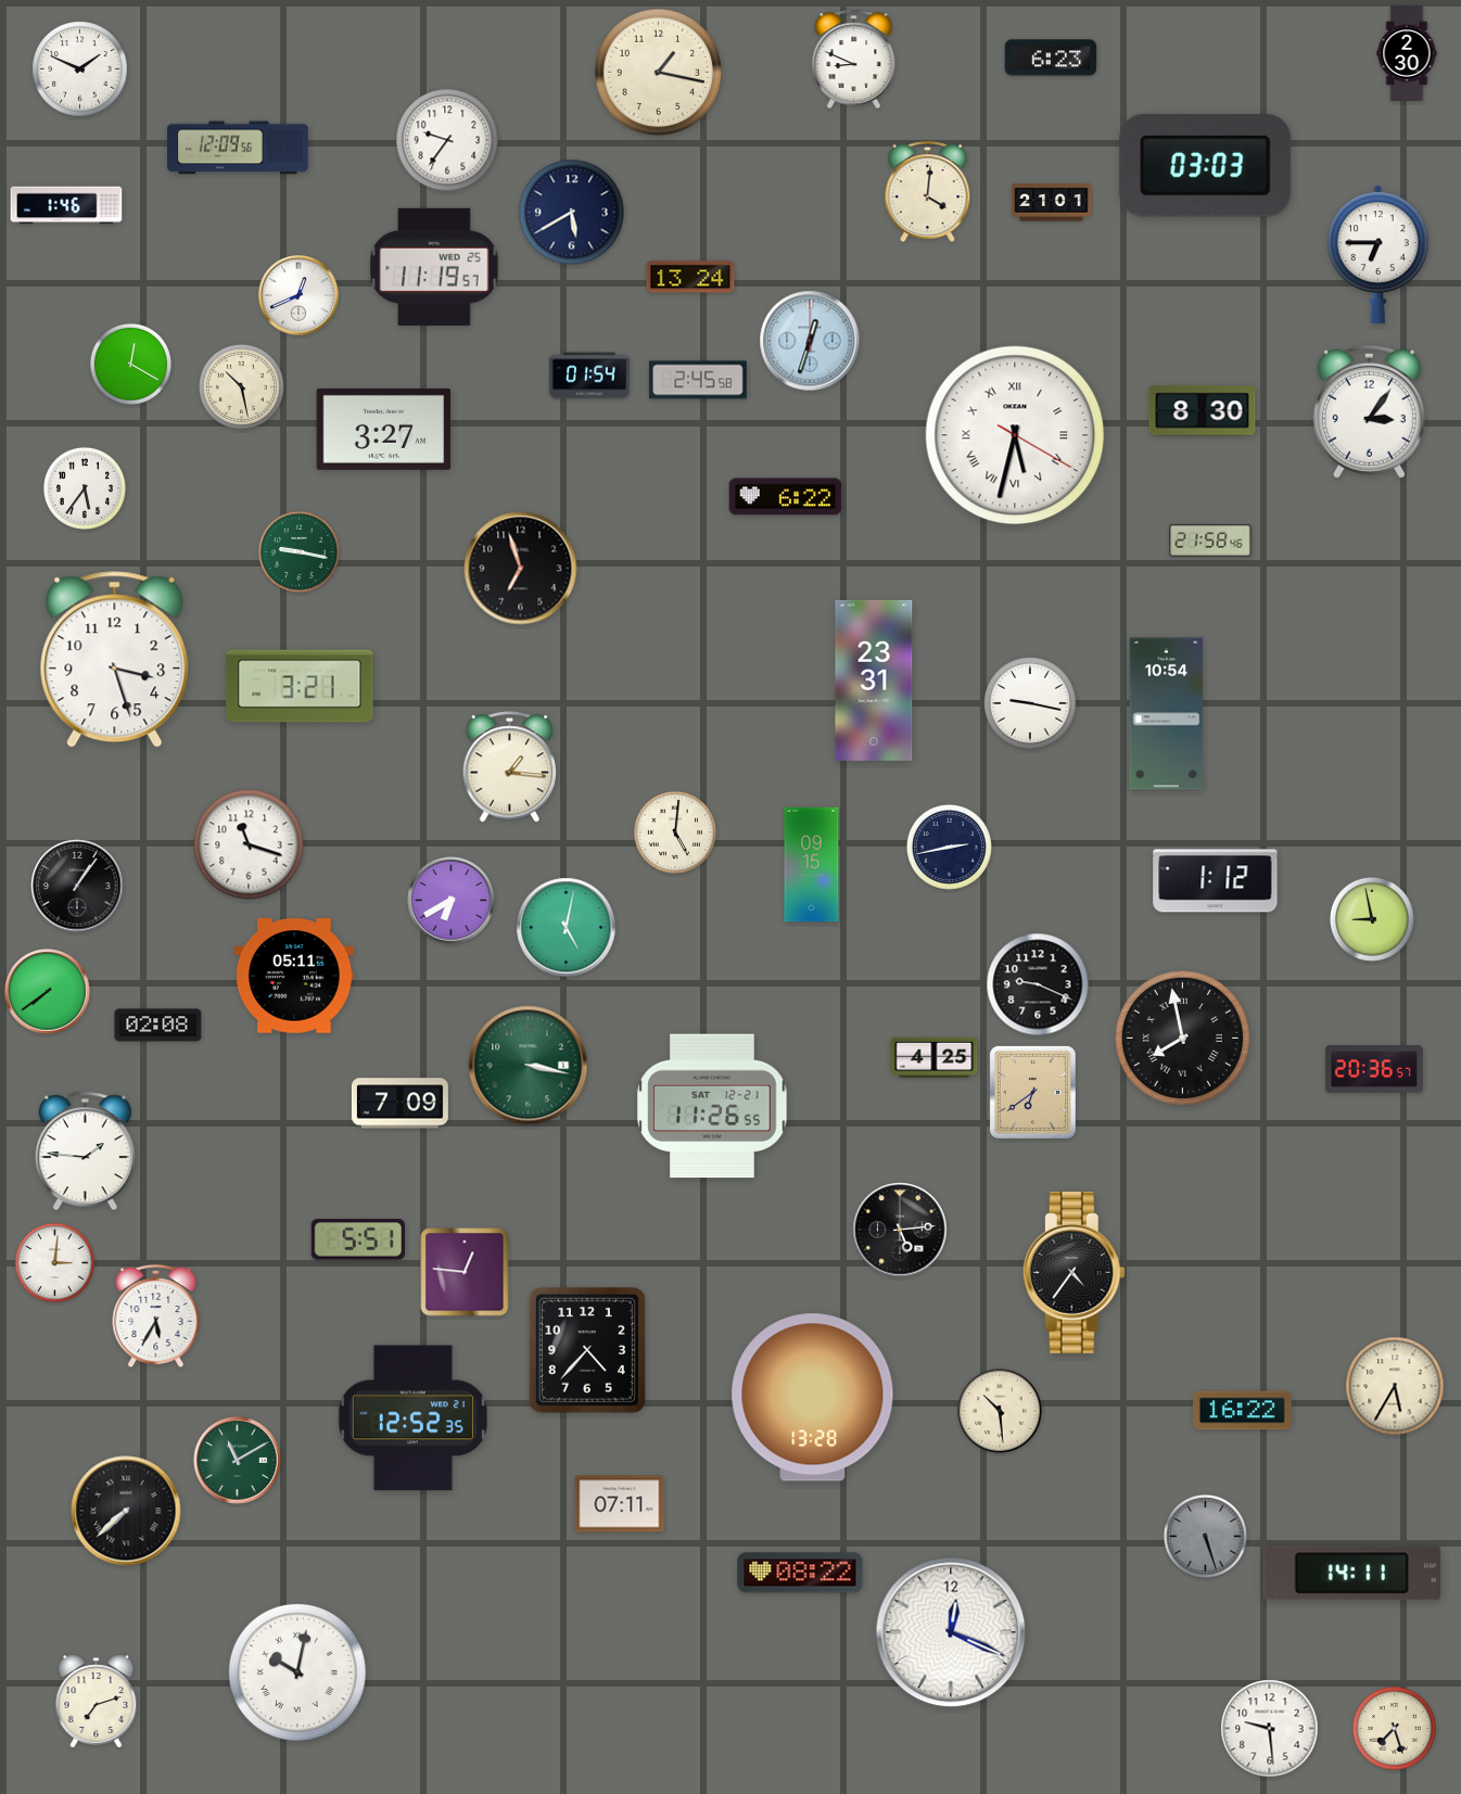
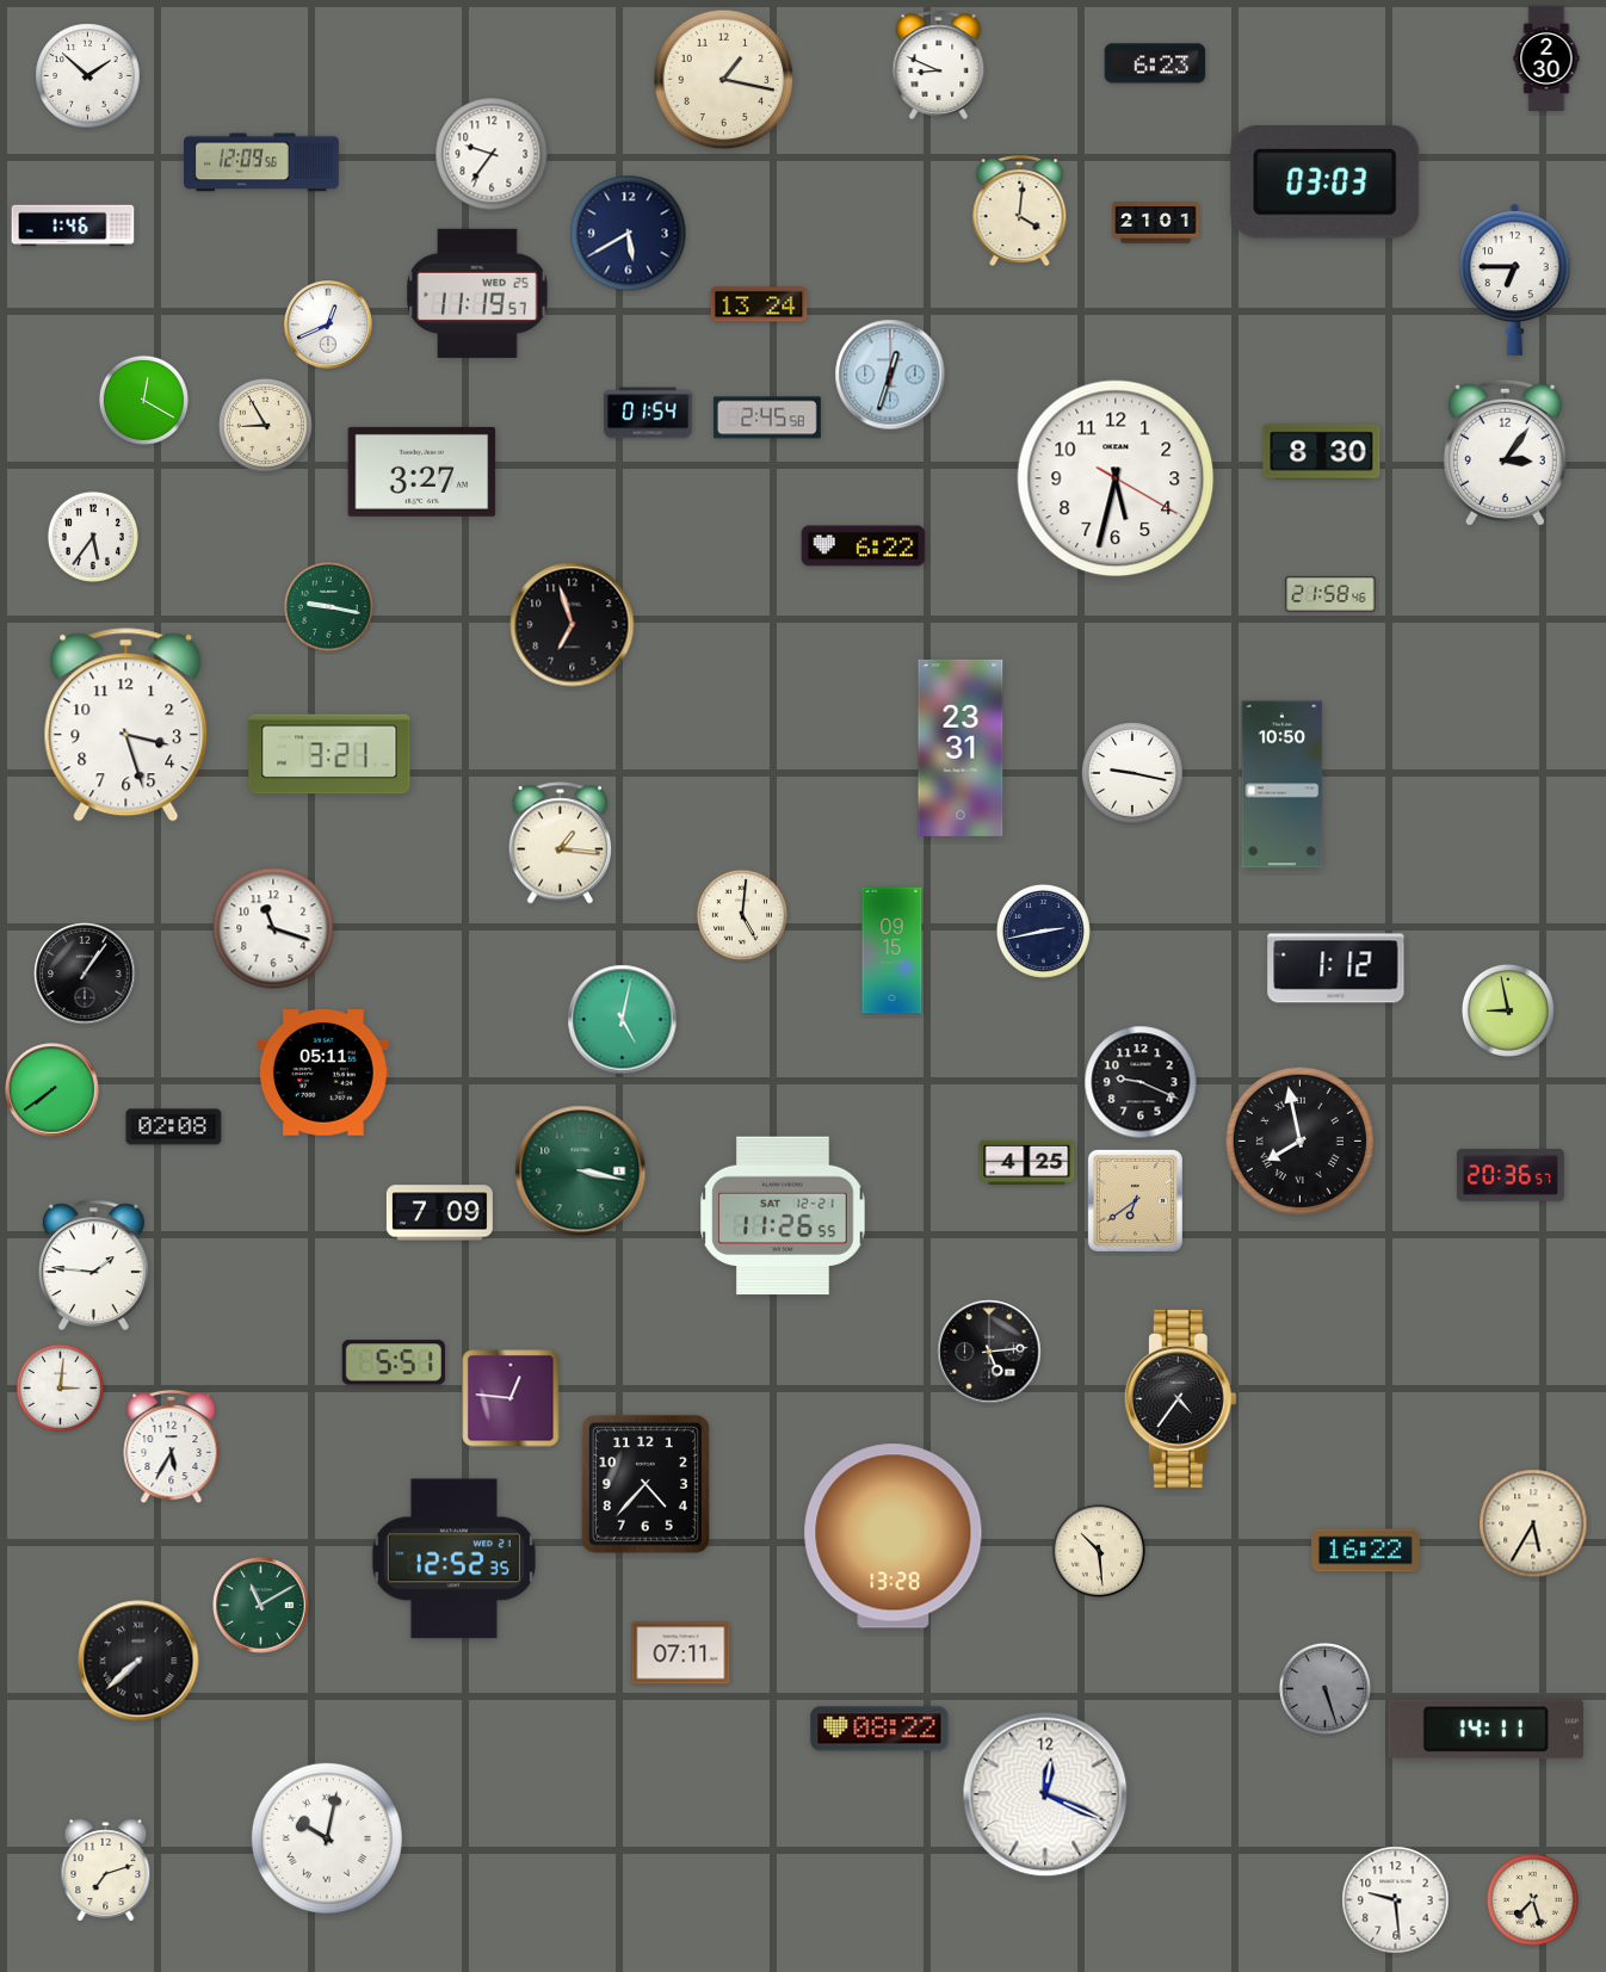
clock at (80, 69): 1:49 -> 1:52
clock at (241, 386): 10:28 -> 8:55
clock at (1015, 435) numerals: Roman -> Arabic
clock at (1167, 714): 10:54 -> 10:50
clock at (452, 901): 6:40 -> none
